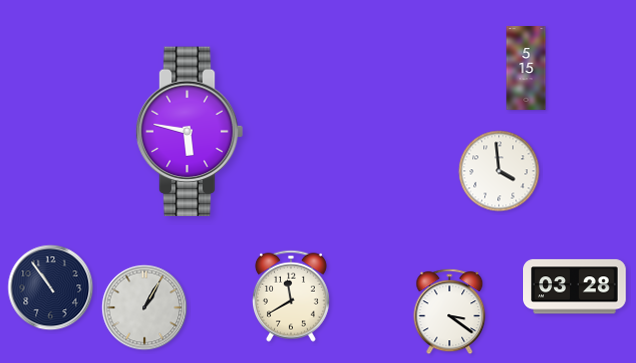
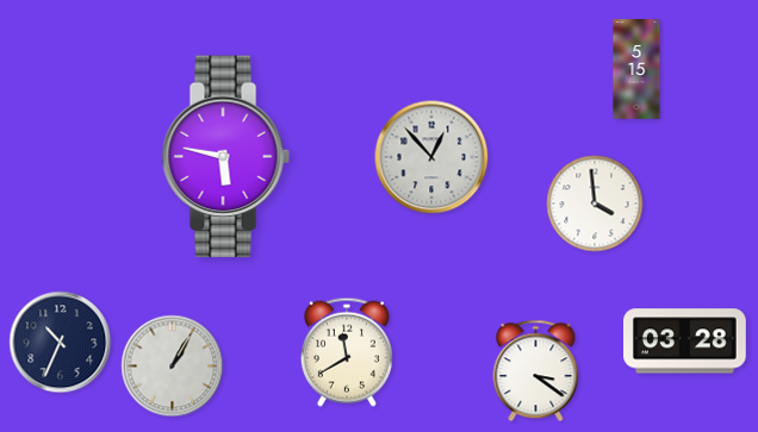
clock at (526, 68) position: (526, 68) -> (636, 69)
clock at (431, 157): none -> 12:53
clock at (51, 288): 10:54 -> 10:34
